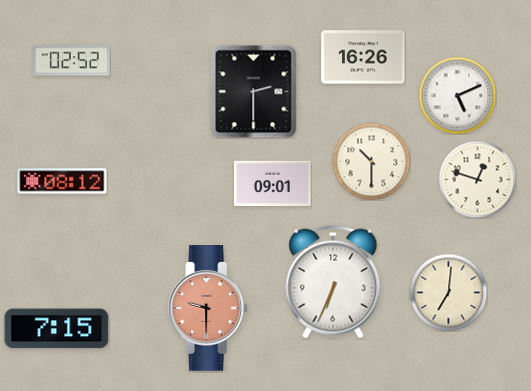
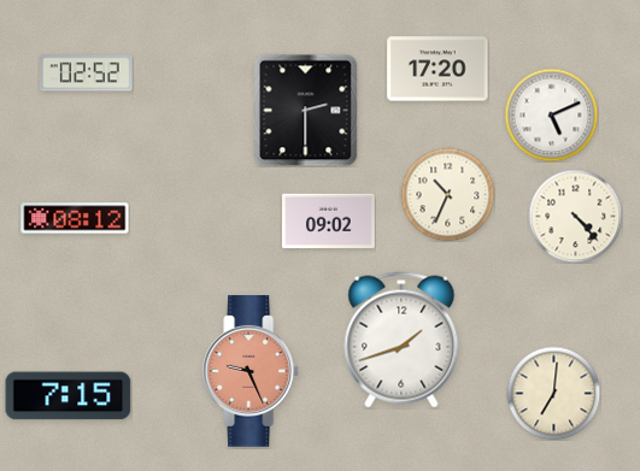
clock at (363, 57): 16:26 -> 17:20
clock at (371, 161): 10:30 -> 10:34
clock at (477, 179): 12:48 -> 4:23
clock at (273, 184): 09:01 -> 09:02
clock at (333, 282): 6:34 -> 1:42
clock at (448, 292) position: (448, 292) -> (553, 393)
clock at (209, 309): 9:30 -> 9:26
